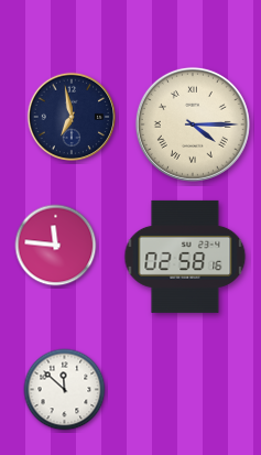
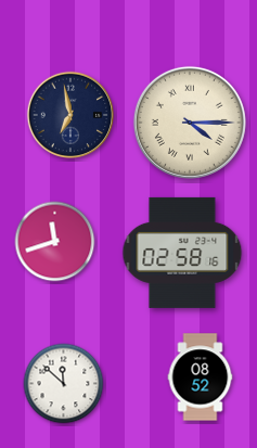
clock at (56, 246): 11:46 -> 11:42
clock at (201, 377): none -> 08:52
